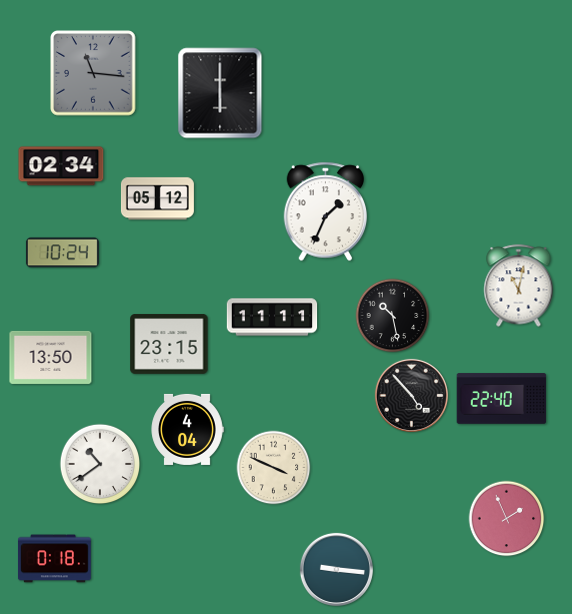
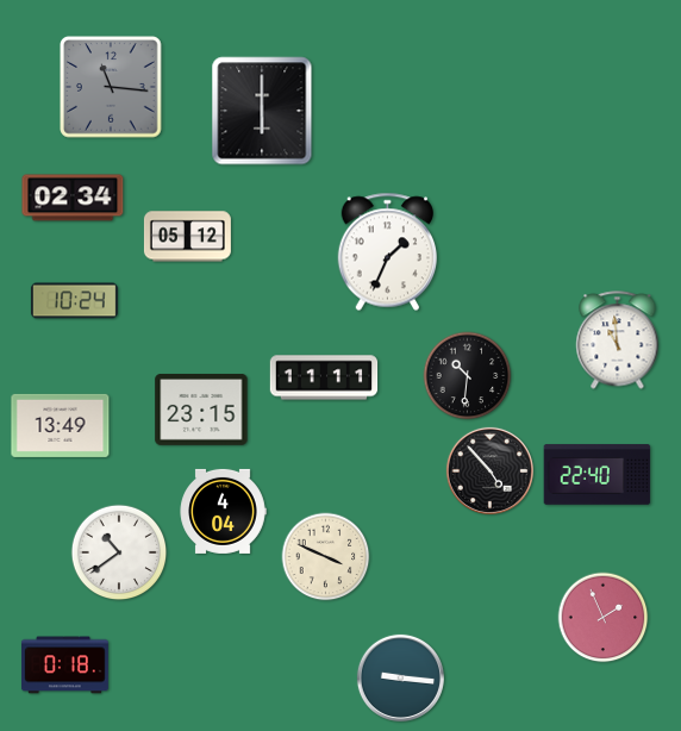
clock at (519, 286): 11:02 -> 10:59
clock at (393, 316): 10:28 -> 10:31
clock at (51, 357): 13:50 -> 13:49
